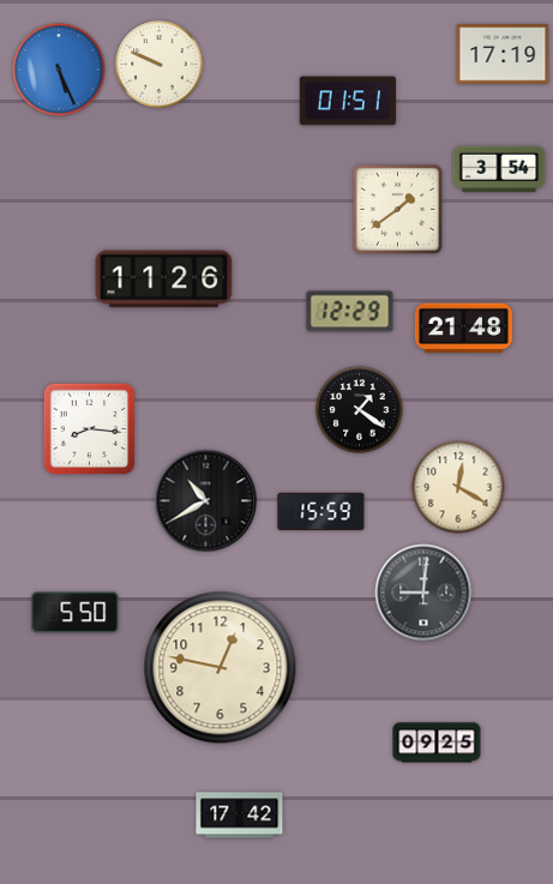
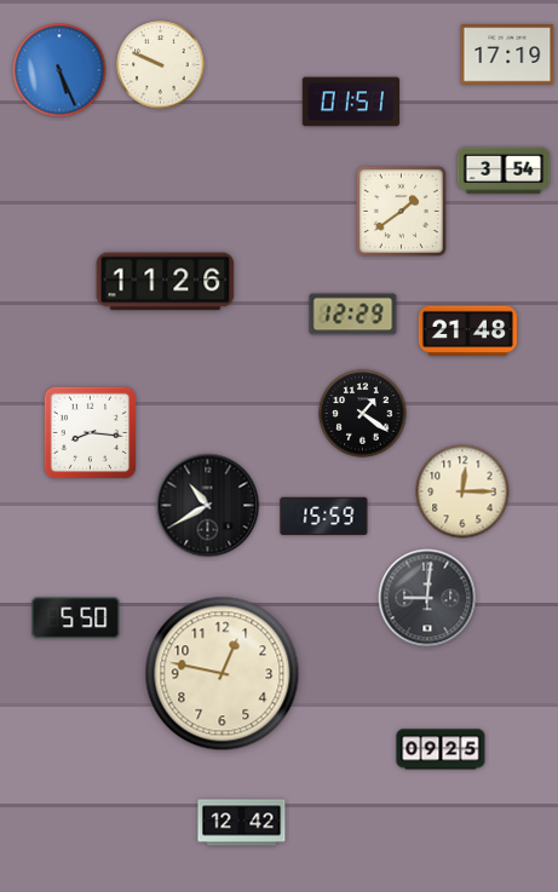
clock at (458, 487): 12:20 -> 12:15
clock at (240, 816): 17:42 -> 12:42
